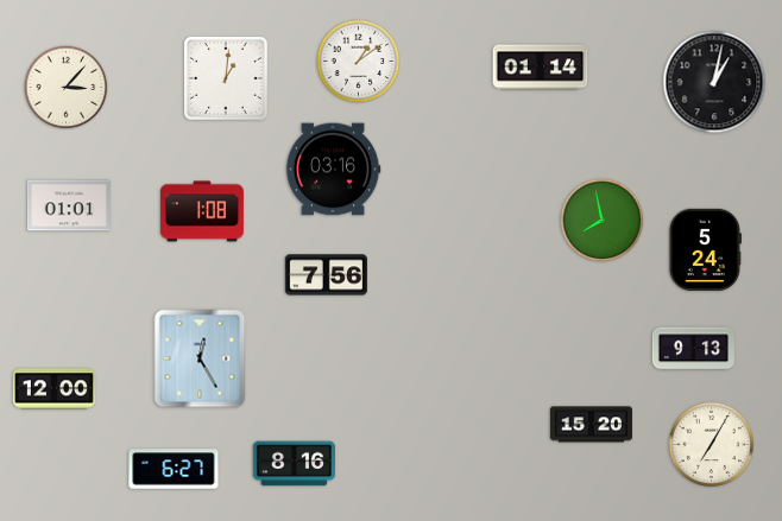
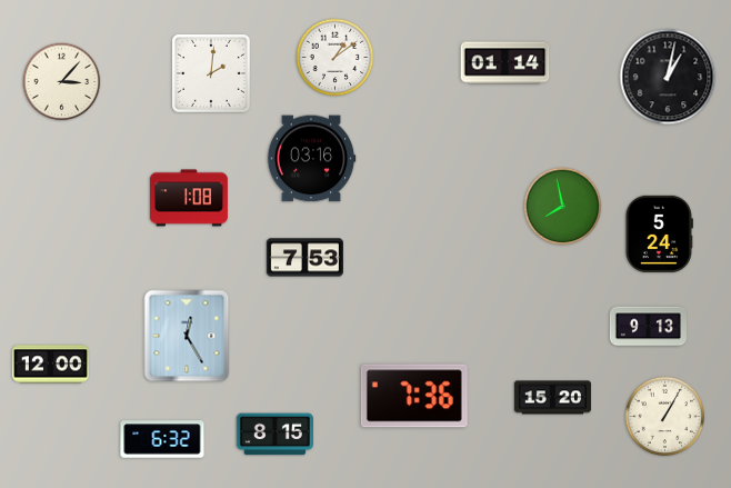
clock at (227, 80): 1:01 -> 2:01
clock at (69, 205): 01:01 -> none
clock at (326, 275): 7:56 -> 7:53
clock at (414, 396): none -> 7:36
clock at (712, 445): 7:05 -> 1:05
clock at (294, 464): 8:16 -> 8:15
clock at (174, 469): 6:27 -> 6:32
